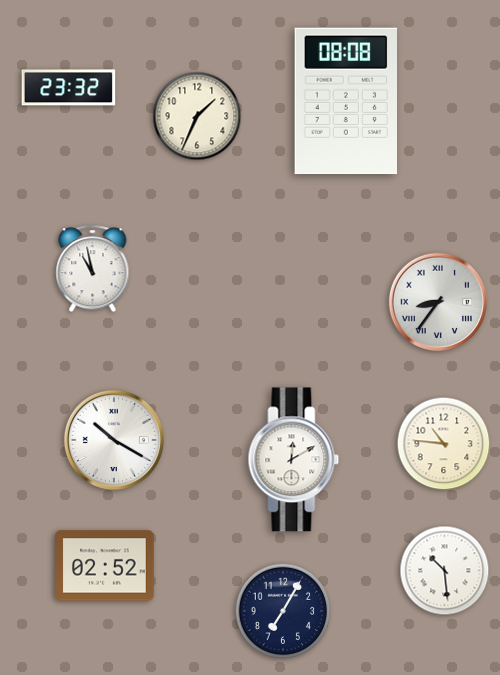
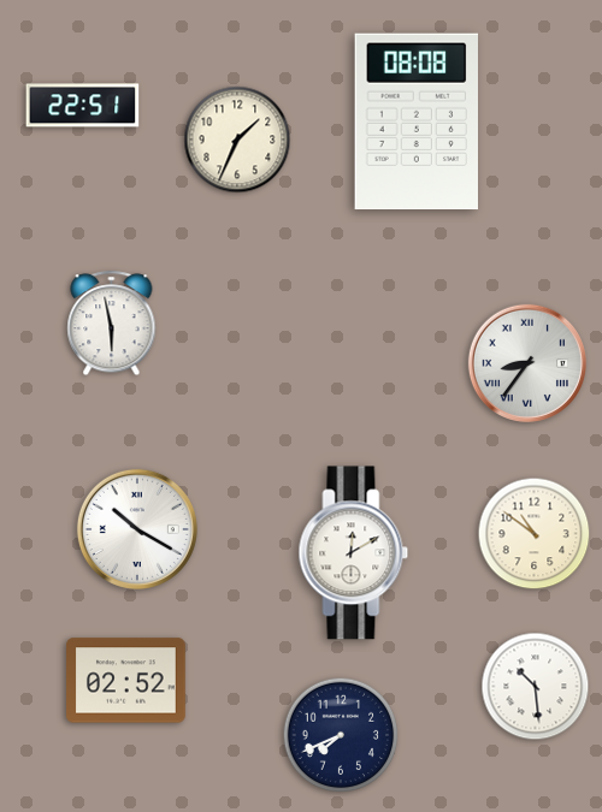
clock at (69, 88): 23:32 -> 22:51
clock at (93, 269): 10:58 -> 5:58
clock at (444, 444): 10:46 -> 10:51
clock at (283, 611): 7:05 -> 7:41
